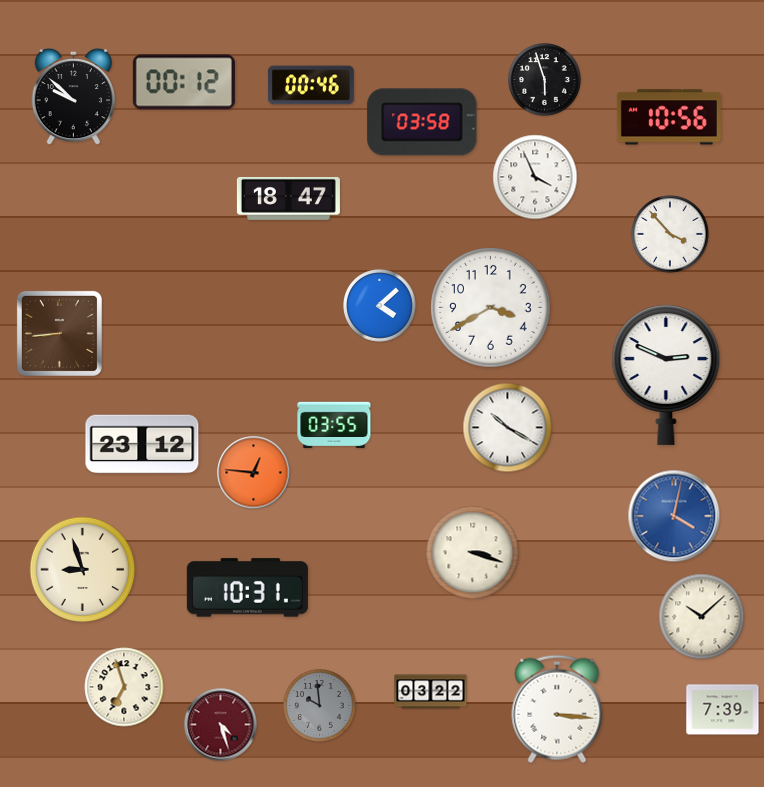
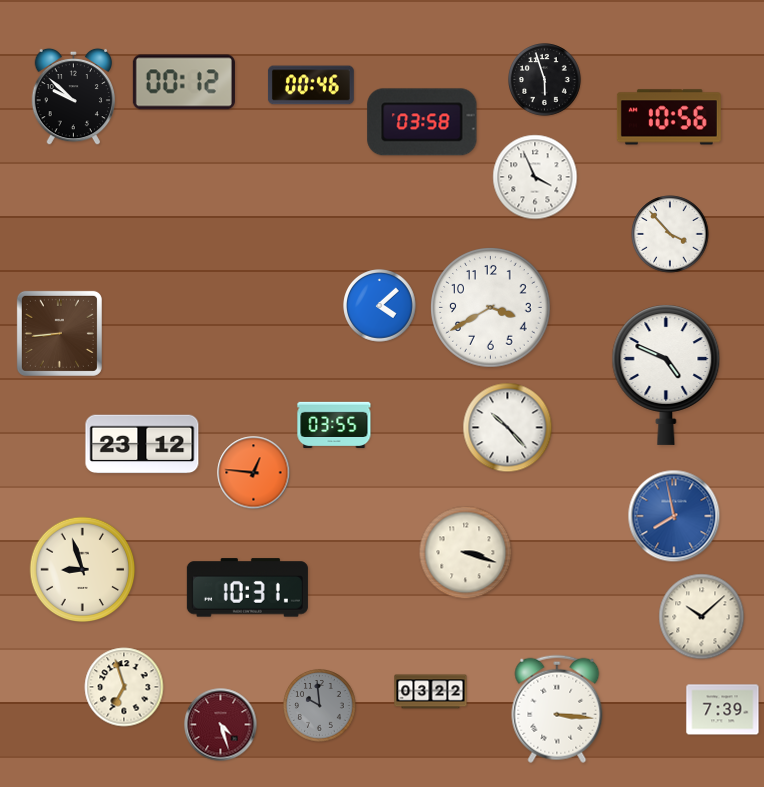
clock at (288, 198): 18:47 -> none
clock at (666, 375): 2:49 -> 4:49
clock at (508, 428): 10:20 -> 10:23
clock at (674, 516): 4:02 -> 7:58
clock at (473, 553) position: (473, 553) -> (466, 553)
